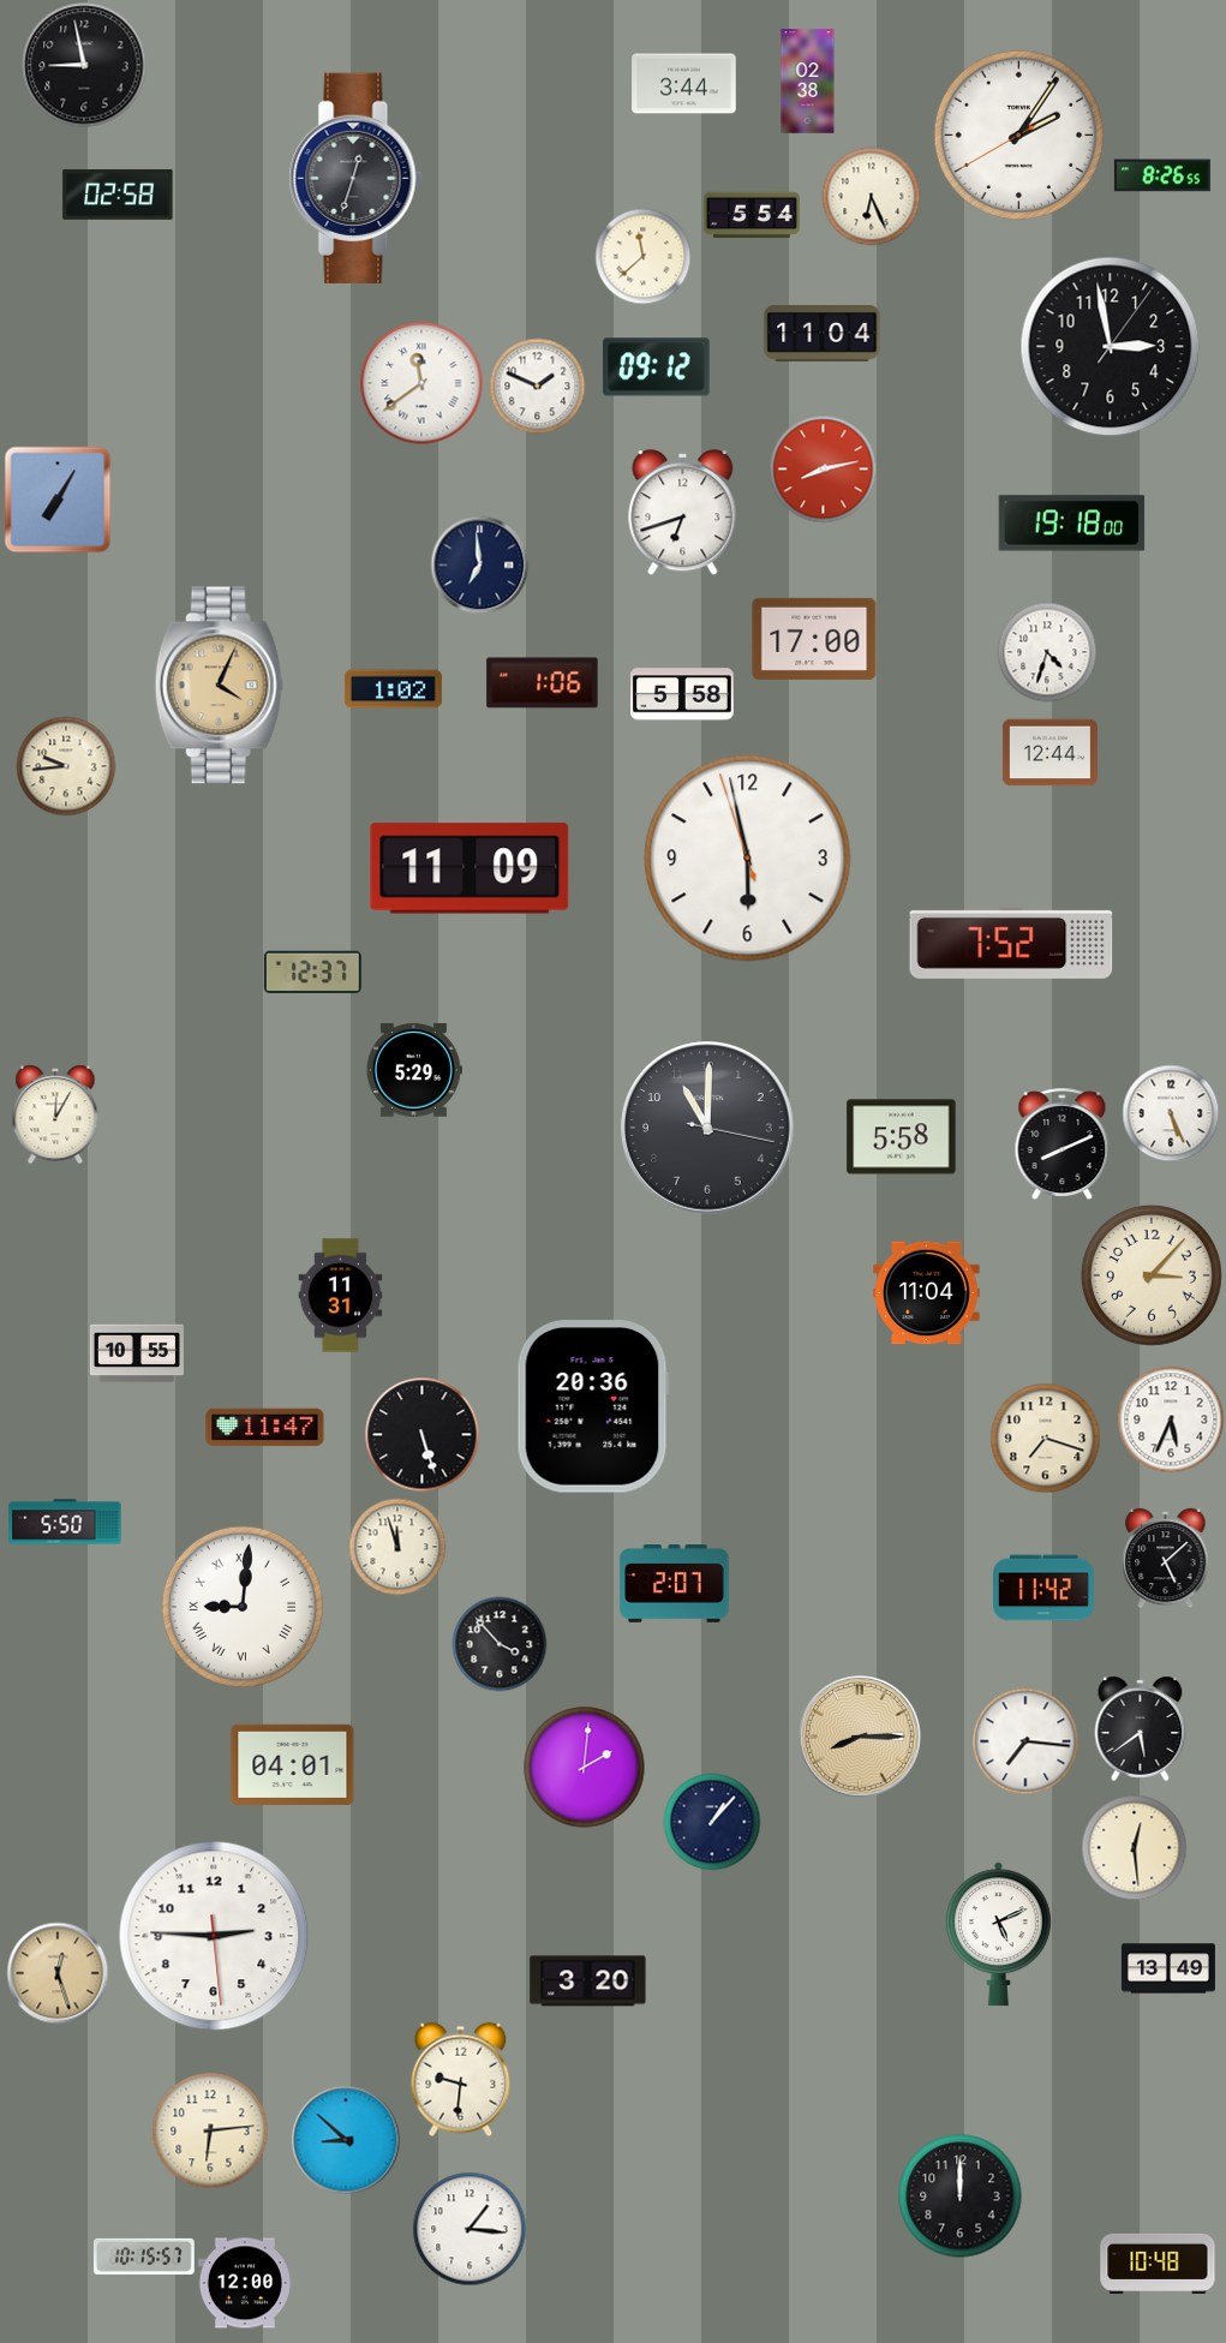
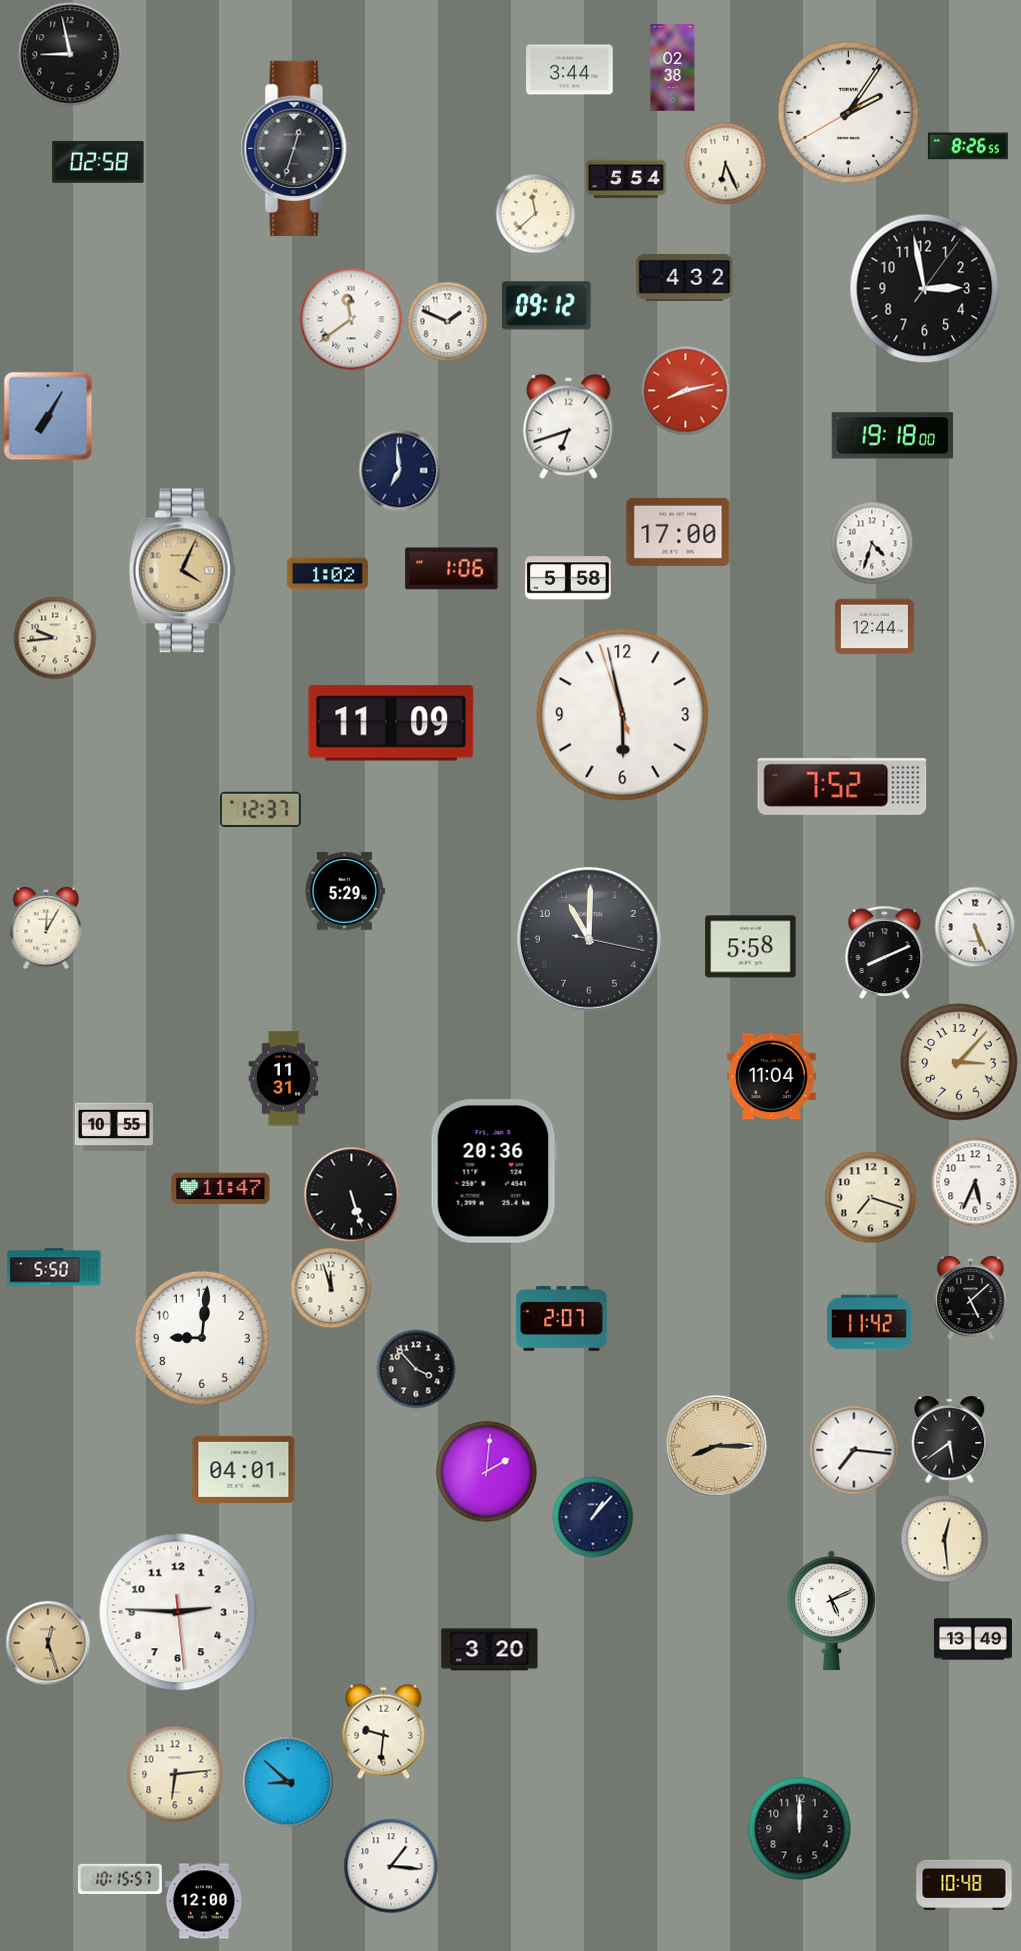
clock at (823, 334): 11:04 -> 4:32
clock at (243, 1607) numerals: Roman -> Arabic
clock at (470, 2229) position: (470, 2229) -> (391, 1866)
